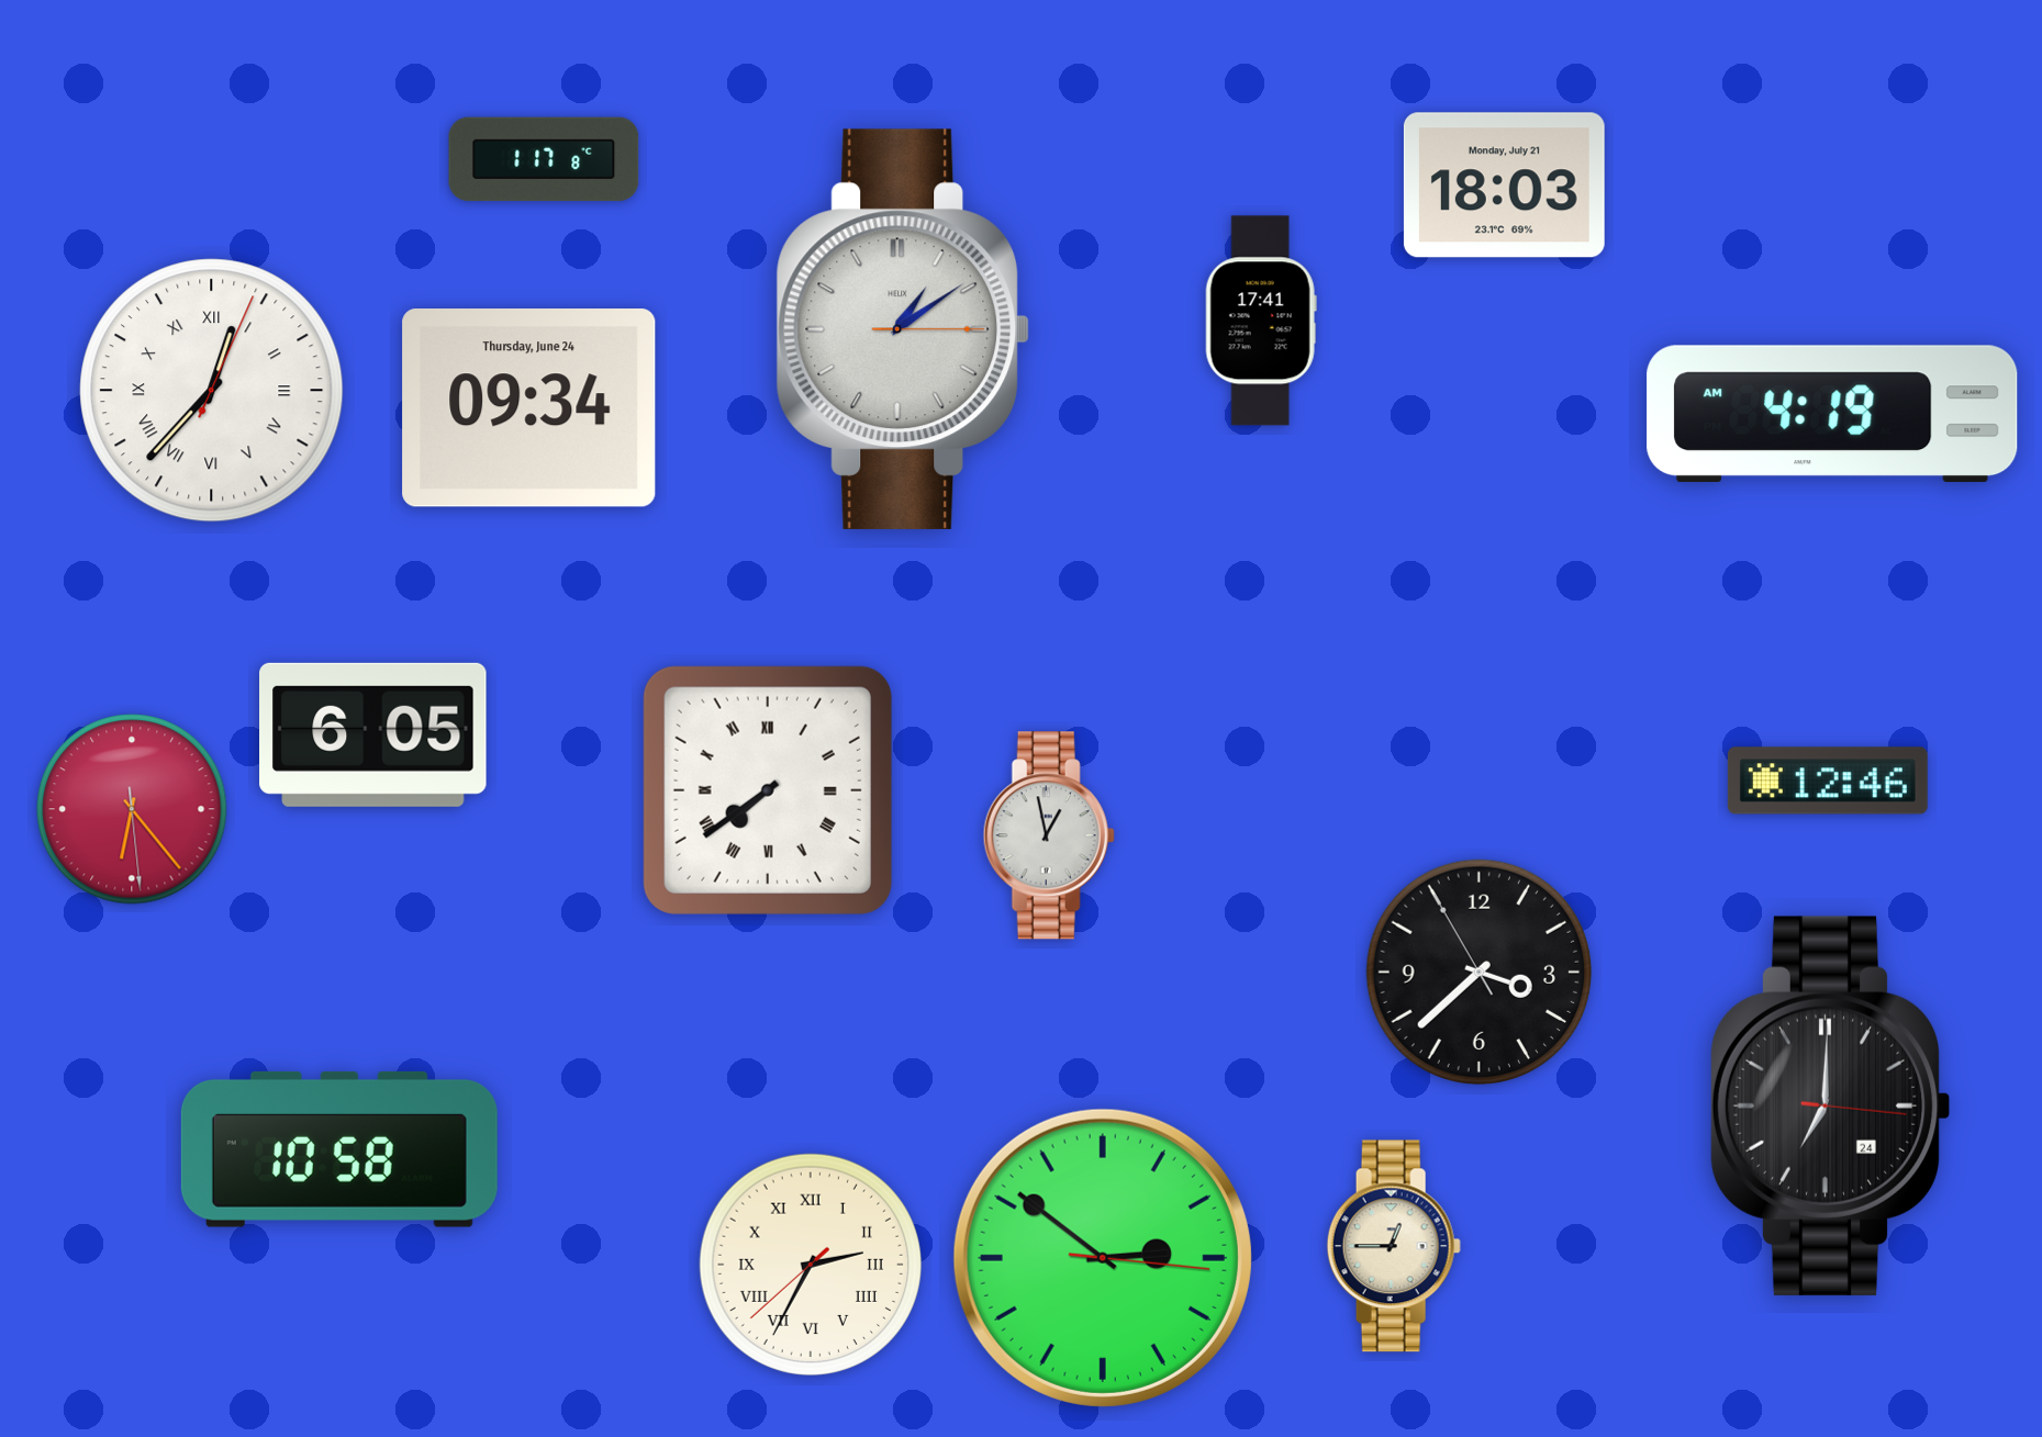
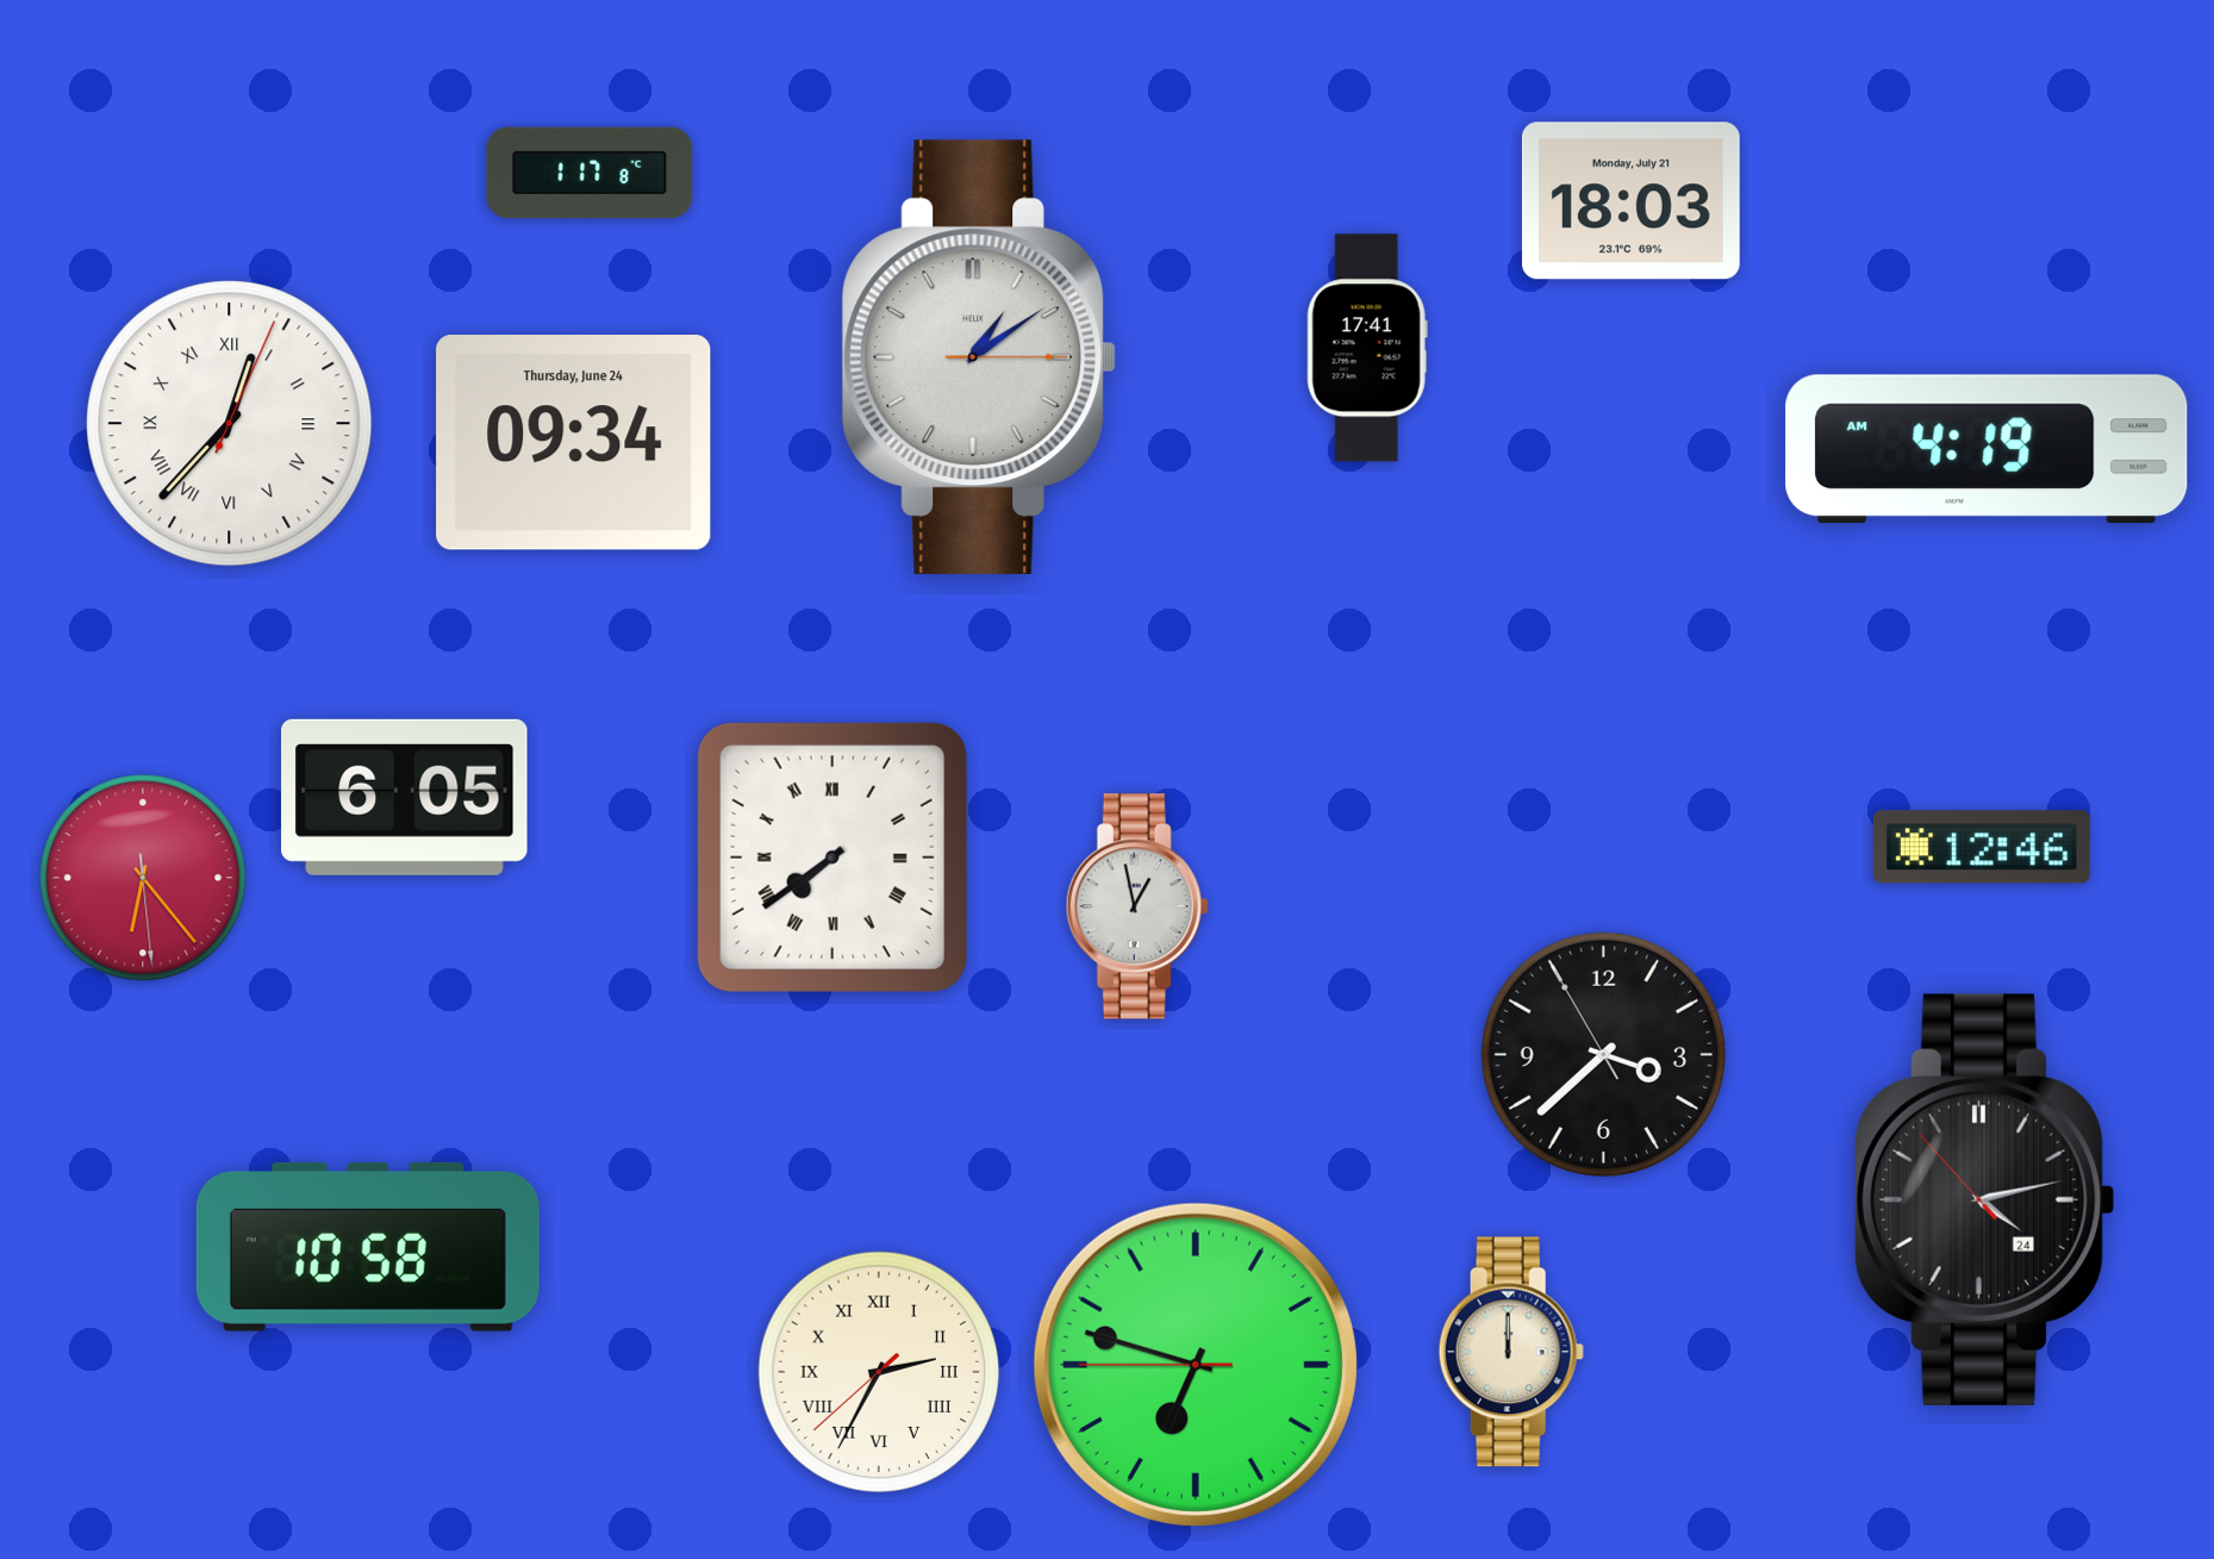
clock at (1830, 1105): 7:00 -> 4:12
clock at (1394, 1246): 12:45 -> 12:00
clock at (1103, 1258): 2:51 -> 6:47
